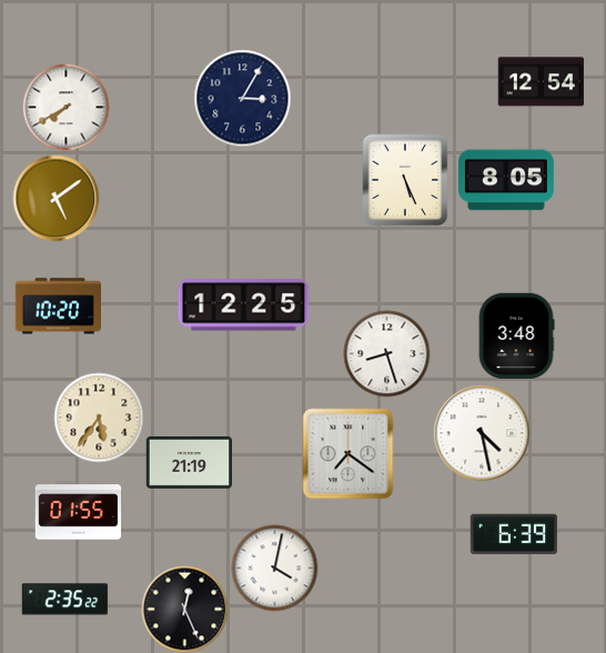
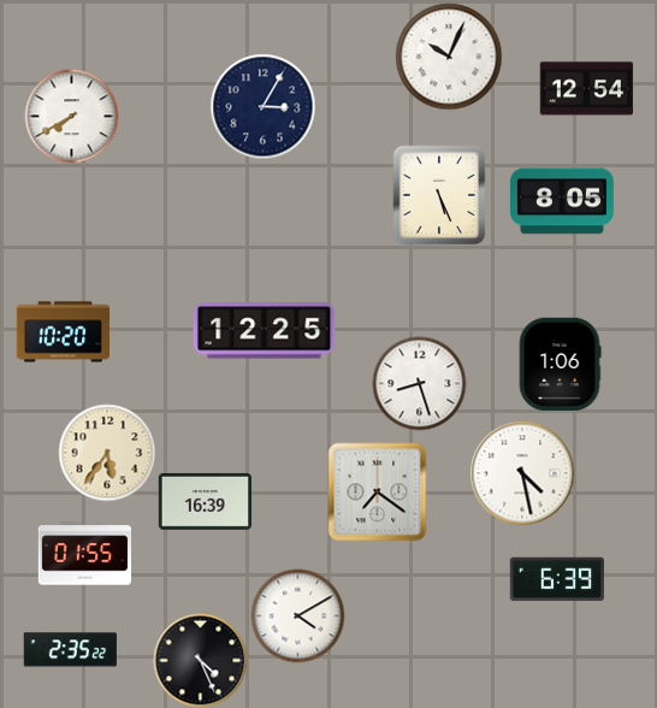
clock at (449, 57): none -> 10:04
clock at (506, 180) position: (506, 180) -> (562, 201)
clock at (55, 198): 5:09 -> none
clock at (516, 335): 3:48 -> 1:06
clock at (482, 433) position: (482, 433) -> (522, 473)
clock at (189, 462): 21:19 -> 16:39
clock at (274, 567): 4:02 -> 4:10
clock at (184, 609): 12:26 -> 4:26
